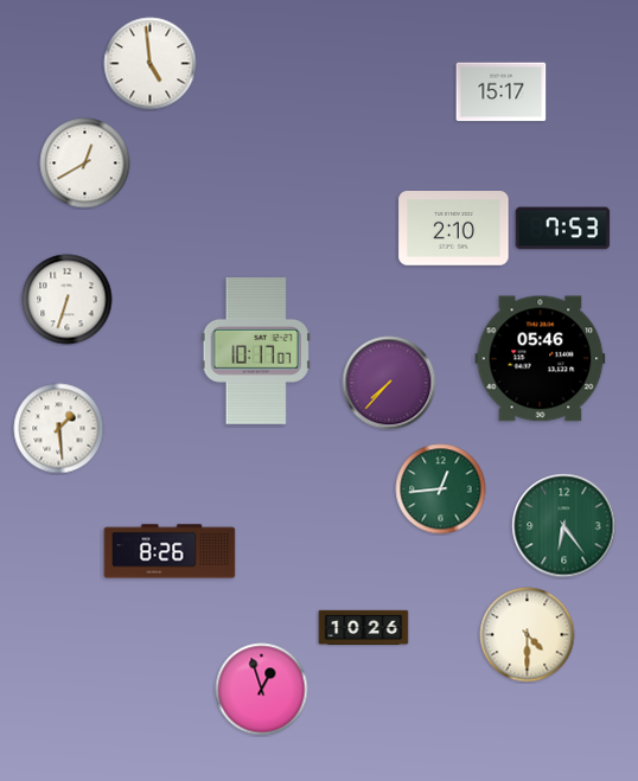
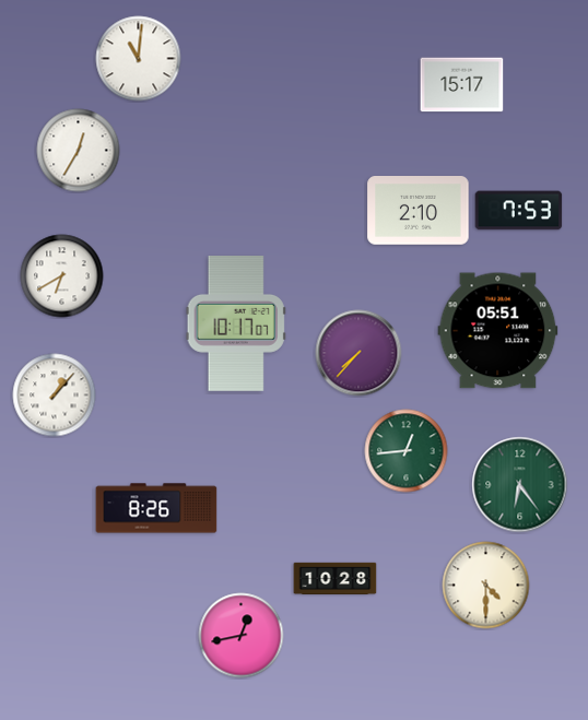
clock at (151, 64): 4:59 -> 11:01
clock at (85, 164): 12:40 -> 12:35
clock at (68, 300): 6:33 -> 6:40
clock at (541, 359): 05:46 -> 05:51
clock at (59, 429): 1:29 -> 1:07
clock at (364, 628): 10:26 -> 10:28
clock at (262, 690): 12:57 -> 12:43
